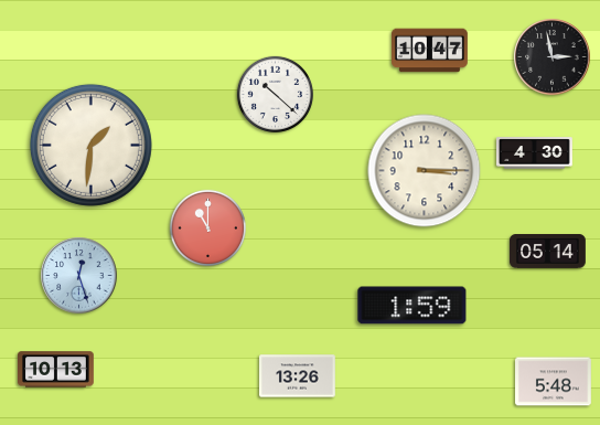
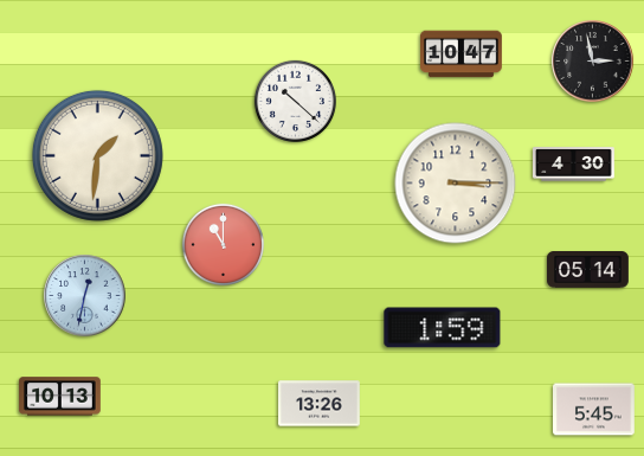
clock at (79, 276): 12:27 -> 12:32
clock at (554, 382): 5:48 -> 5:45
